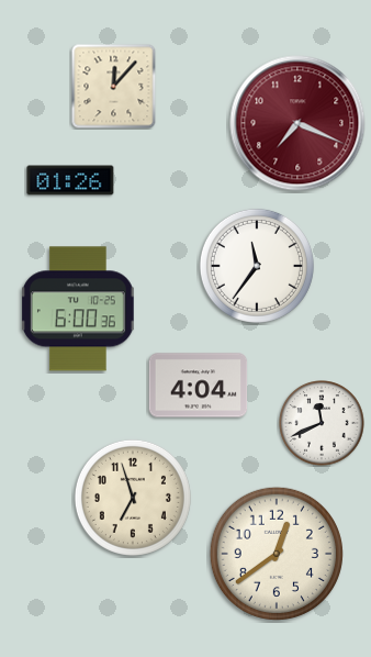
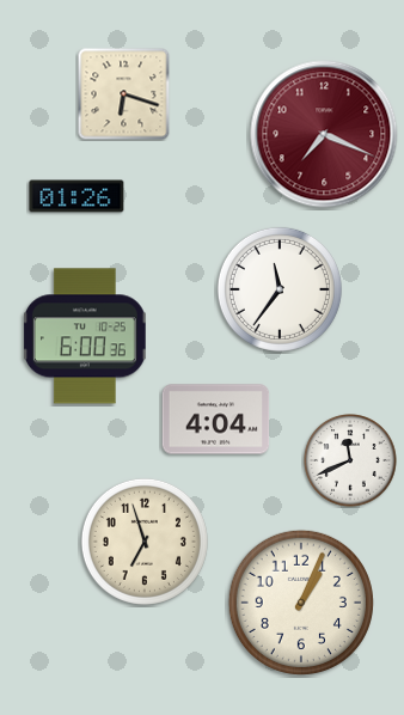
clock at (113, 86): 12:07 -> 6:18
clock at (277, 554): 12:39 -> 1:04
